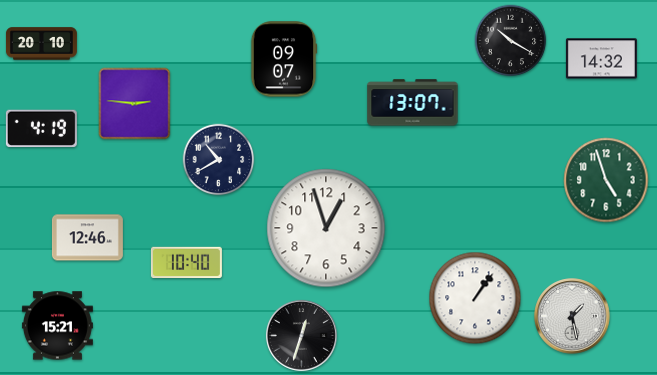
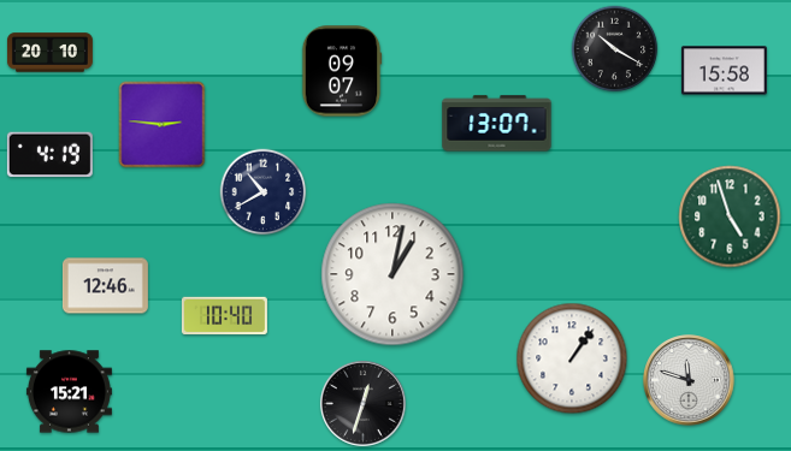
clock at (601, 59): 14:32 -> 15:58
clock at (326, 228): 12:57 -> 1:02
clock at (572, 316): 1:28 -> 11:48
